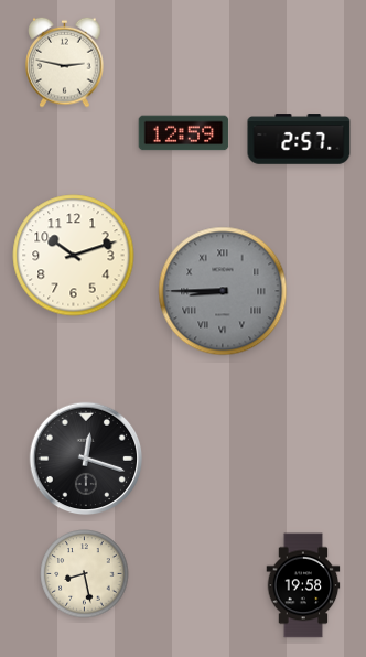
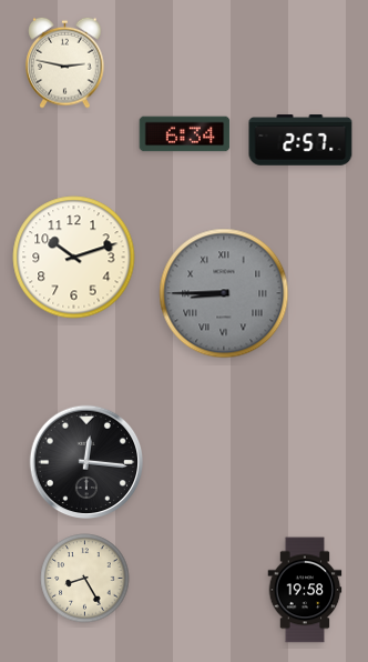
clock at (184, 133): 12:59 -> 6:34
clock at (86, 459): 12:18 -> 12:16
clock at (85, 574): 8:28 -> 8:25
